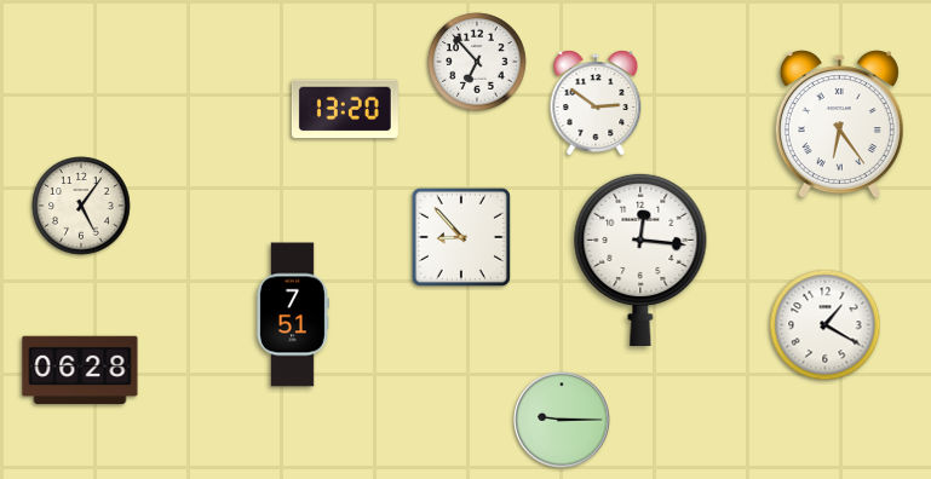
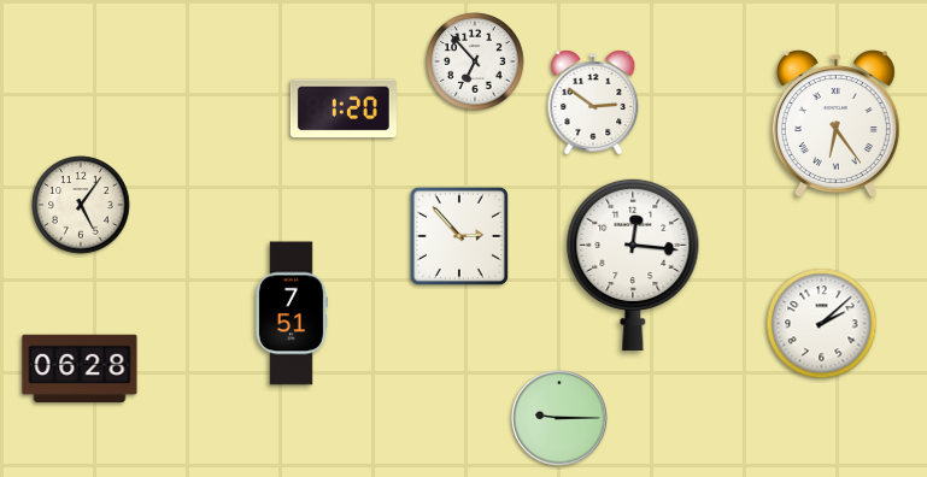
clock at (345, 109): 13:20 -> 1:20
clock at (461, 237): 8:53 -> 2:53
clock at (640, 259) position: (640, 259) -> (633, 264)
clock at (826, 325): 1:20 -> 2:08
